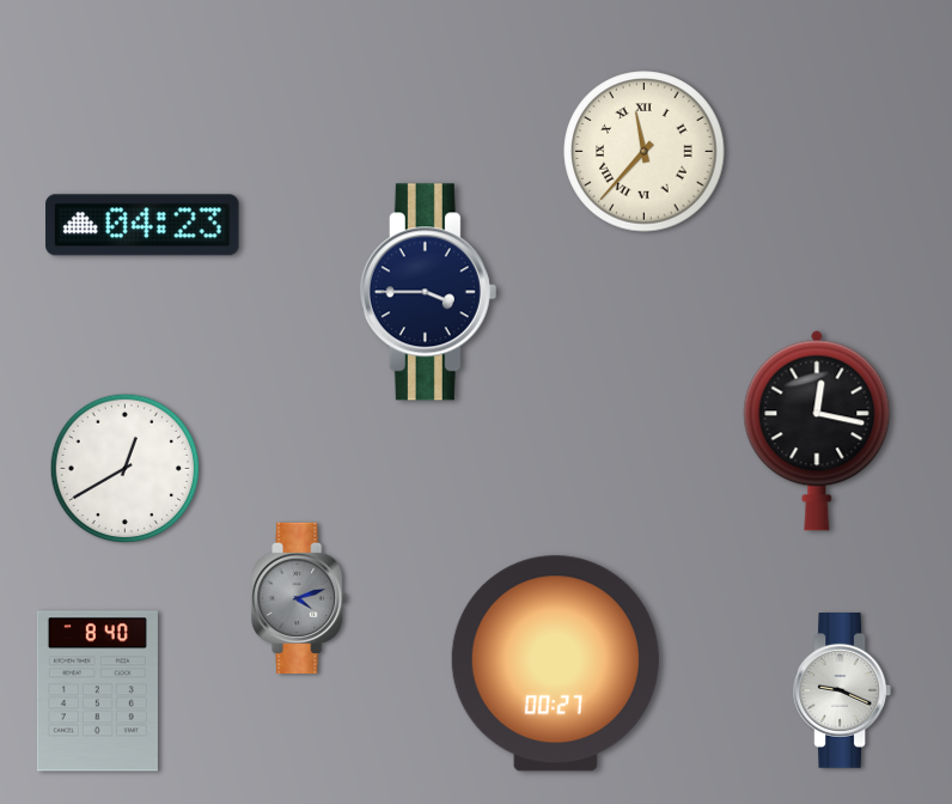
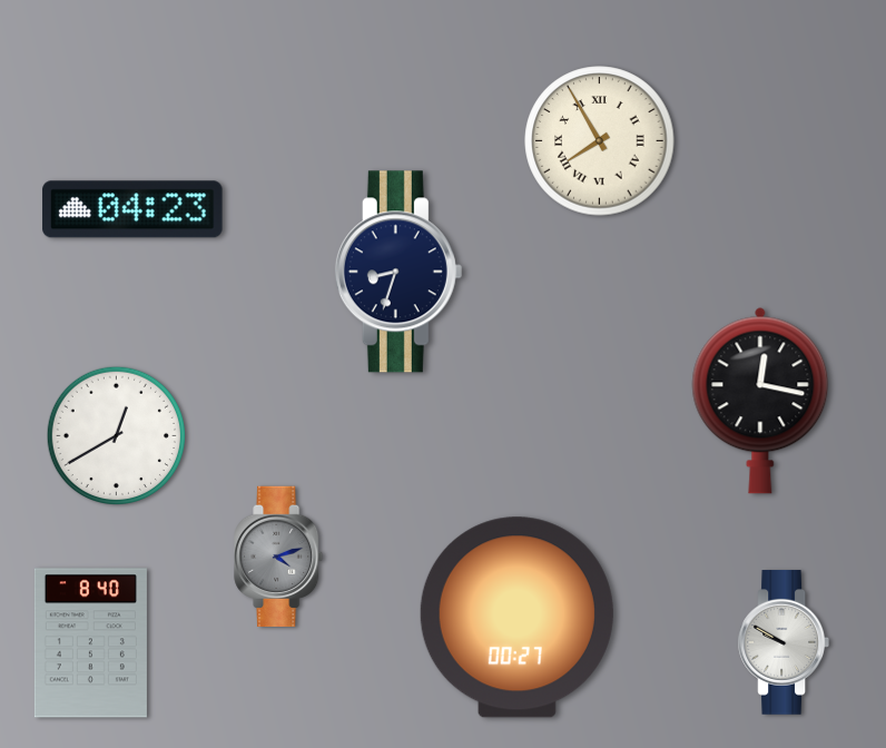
clock at (645, 152): 11:37 -> 7:55
clock at (428, 292): 3:45 -> 8:33
clock at (842, 692): 9:19 -> 9:50
